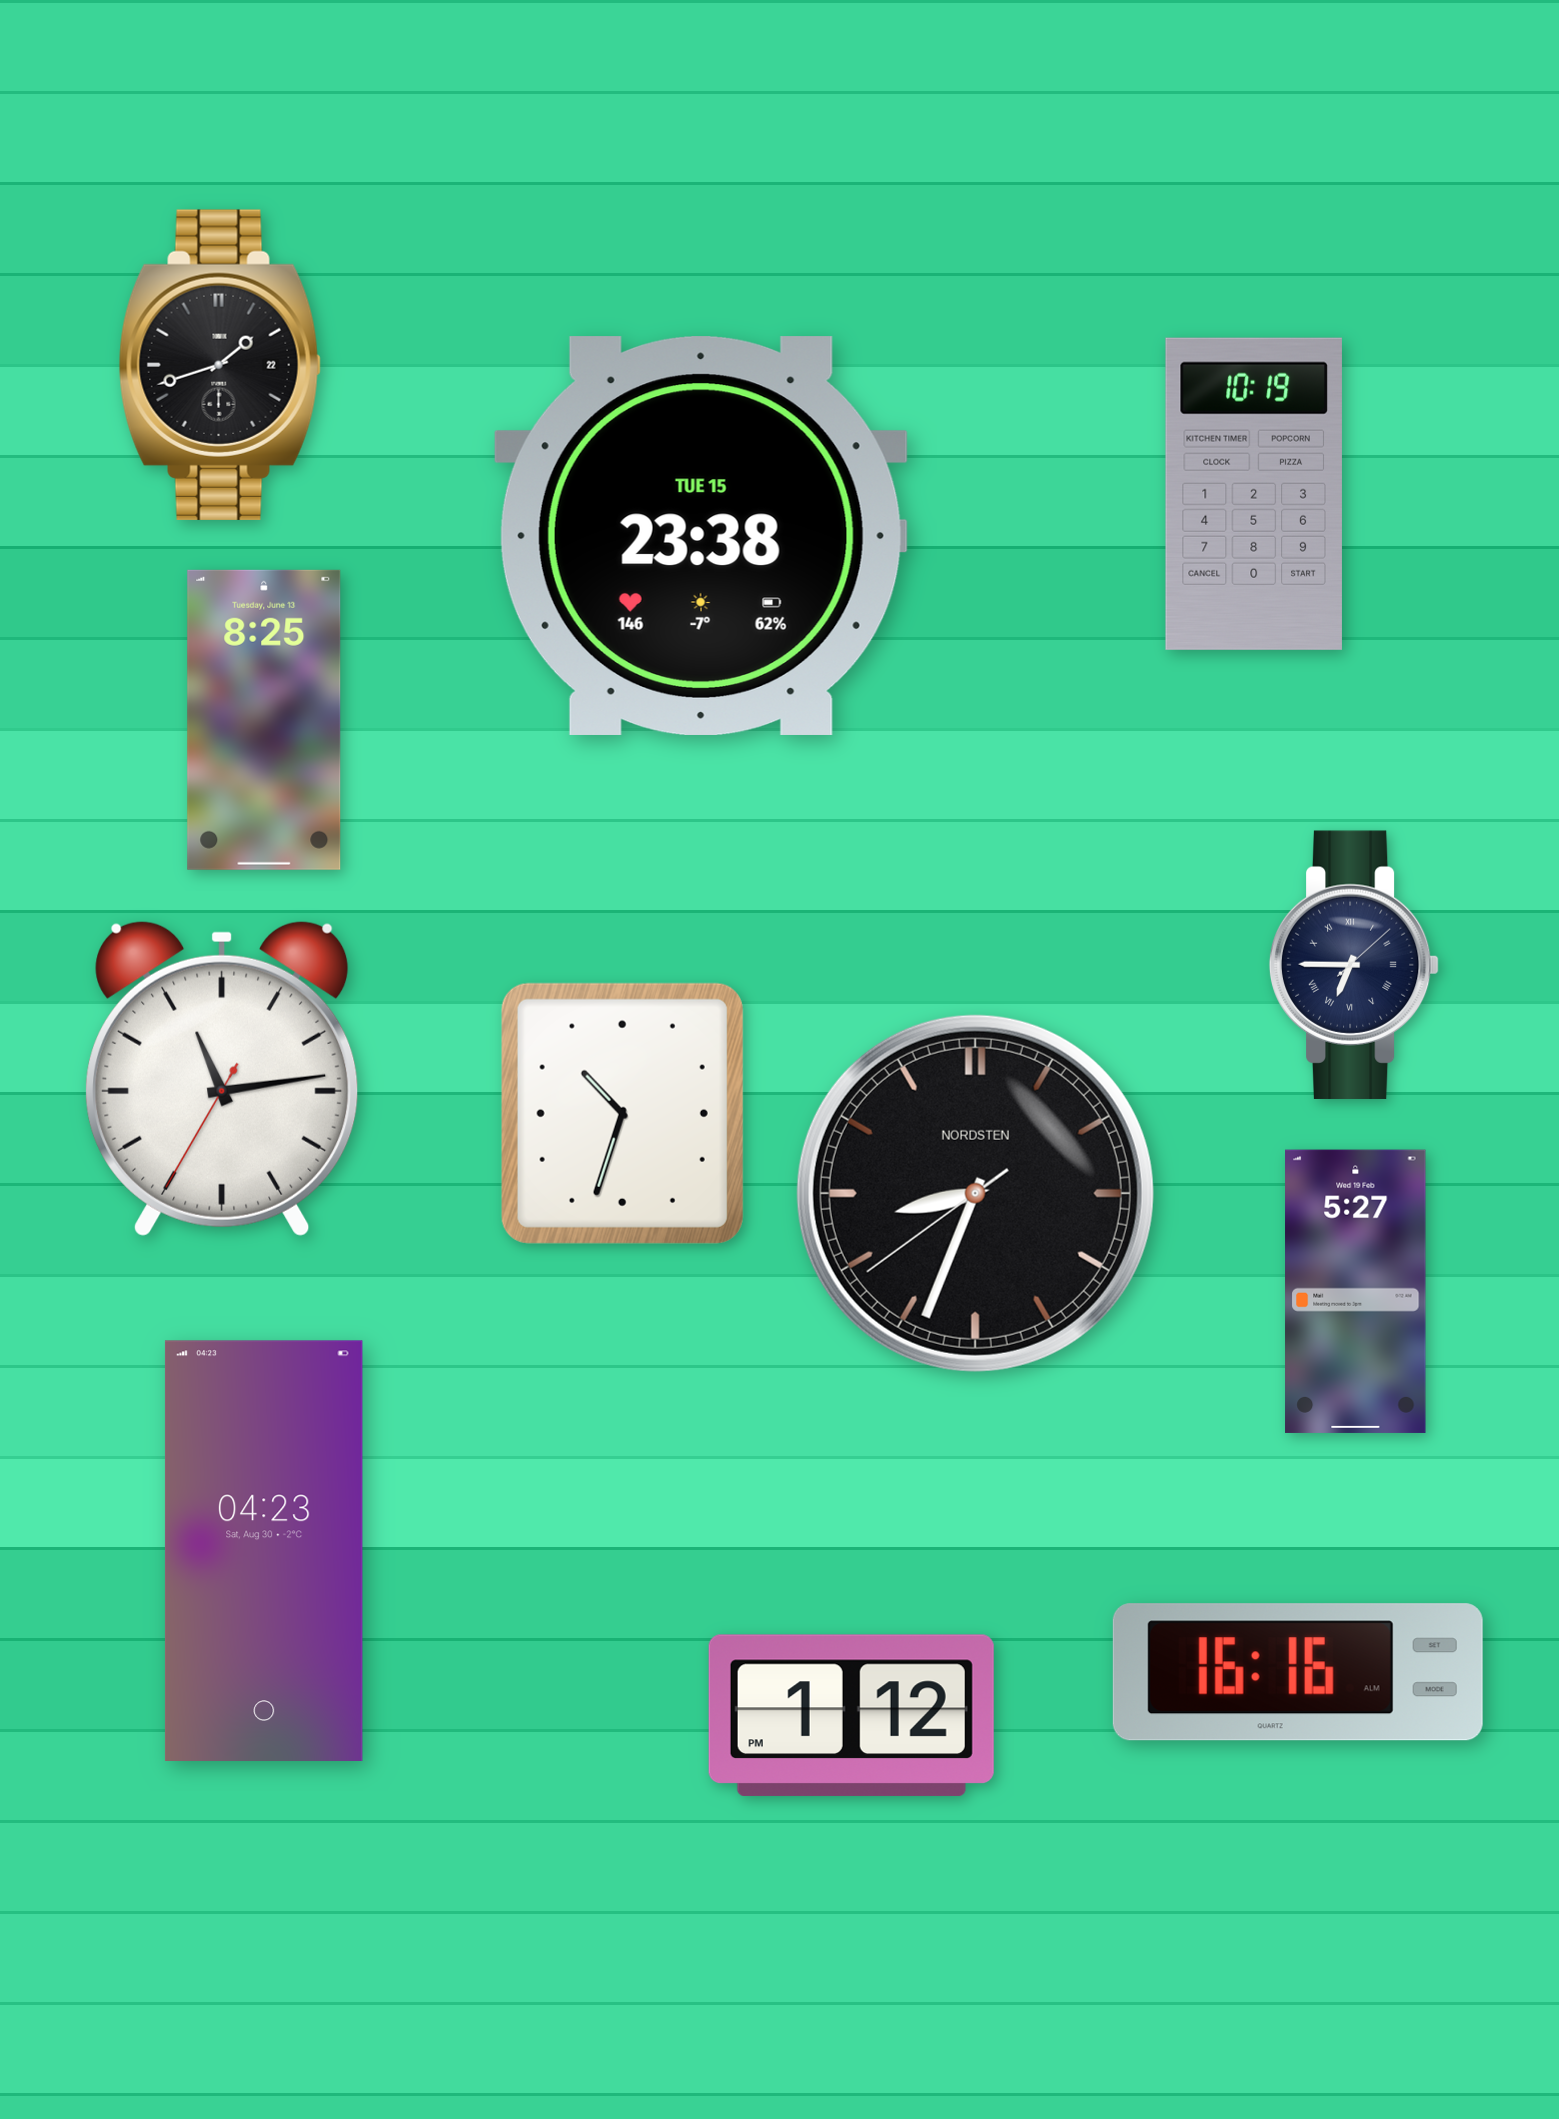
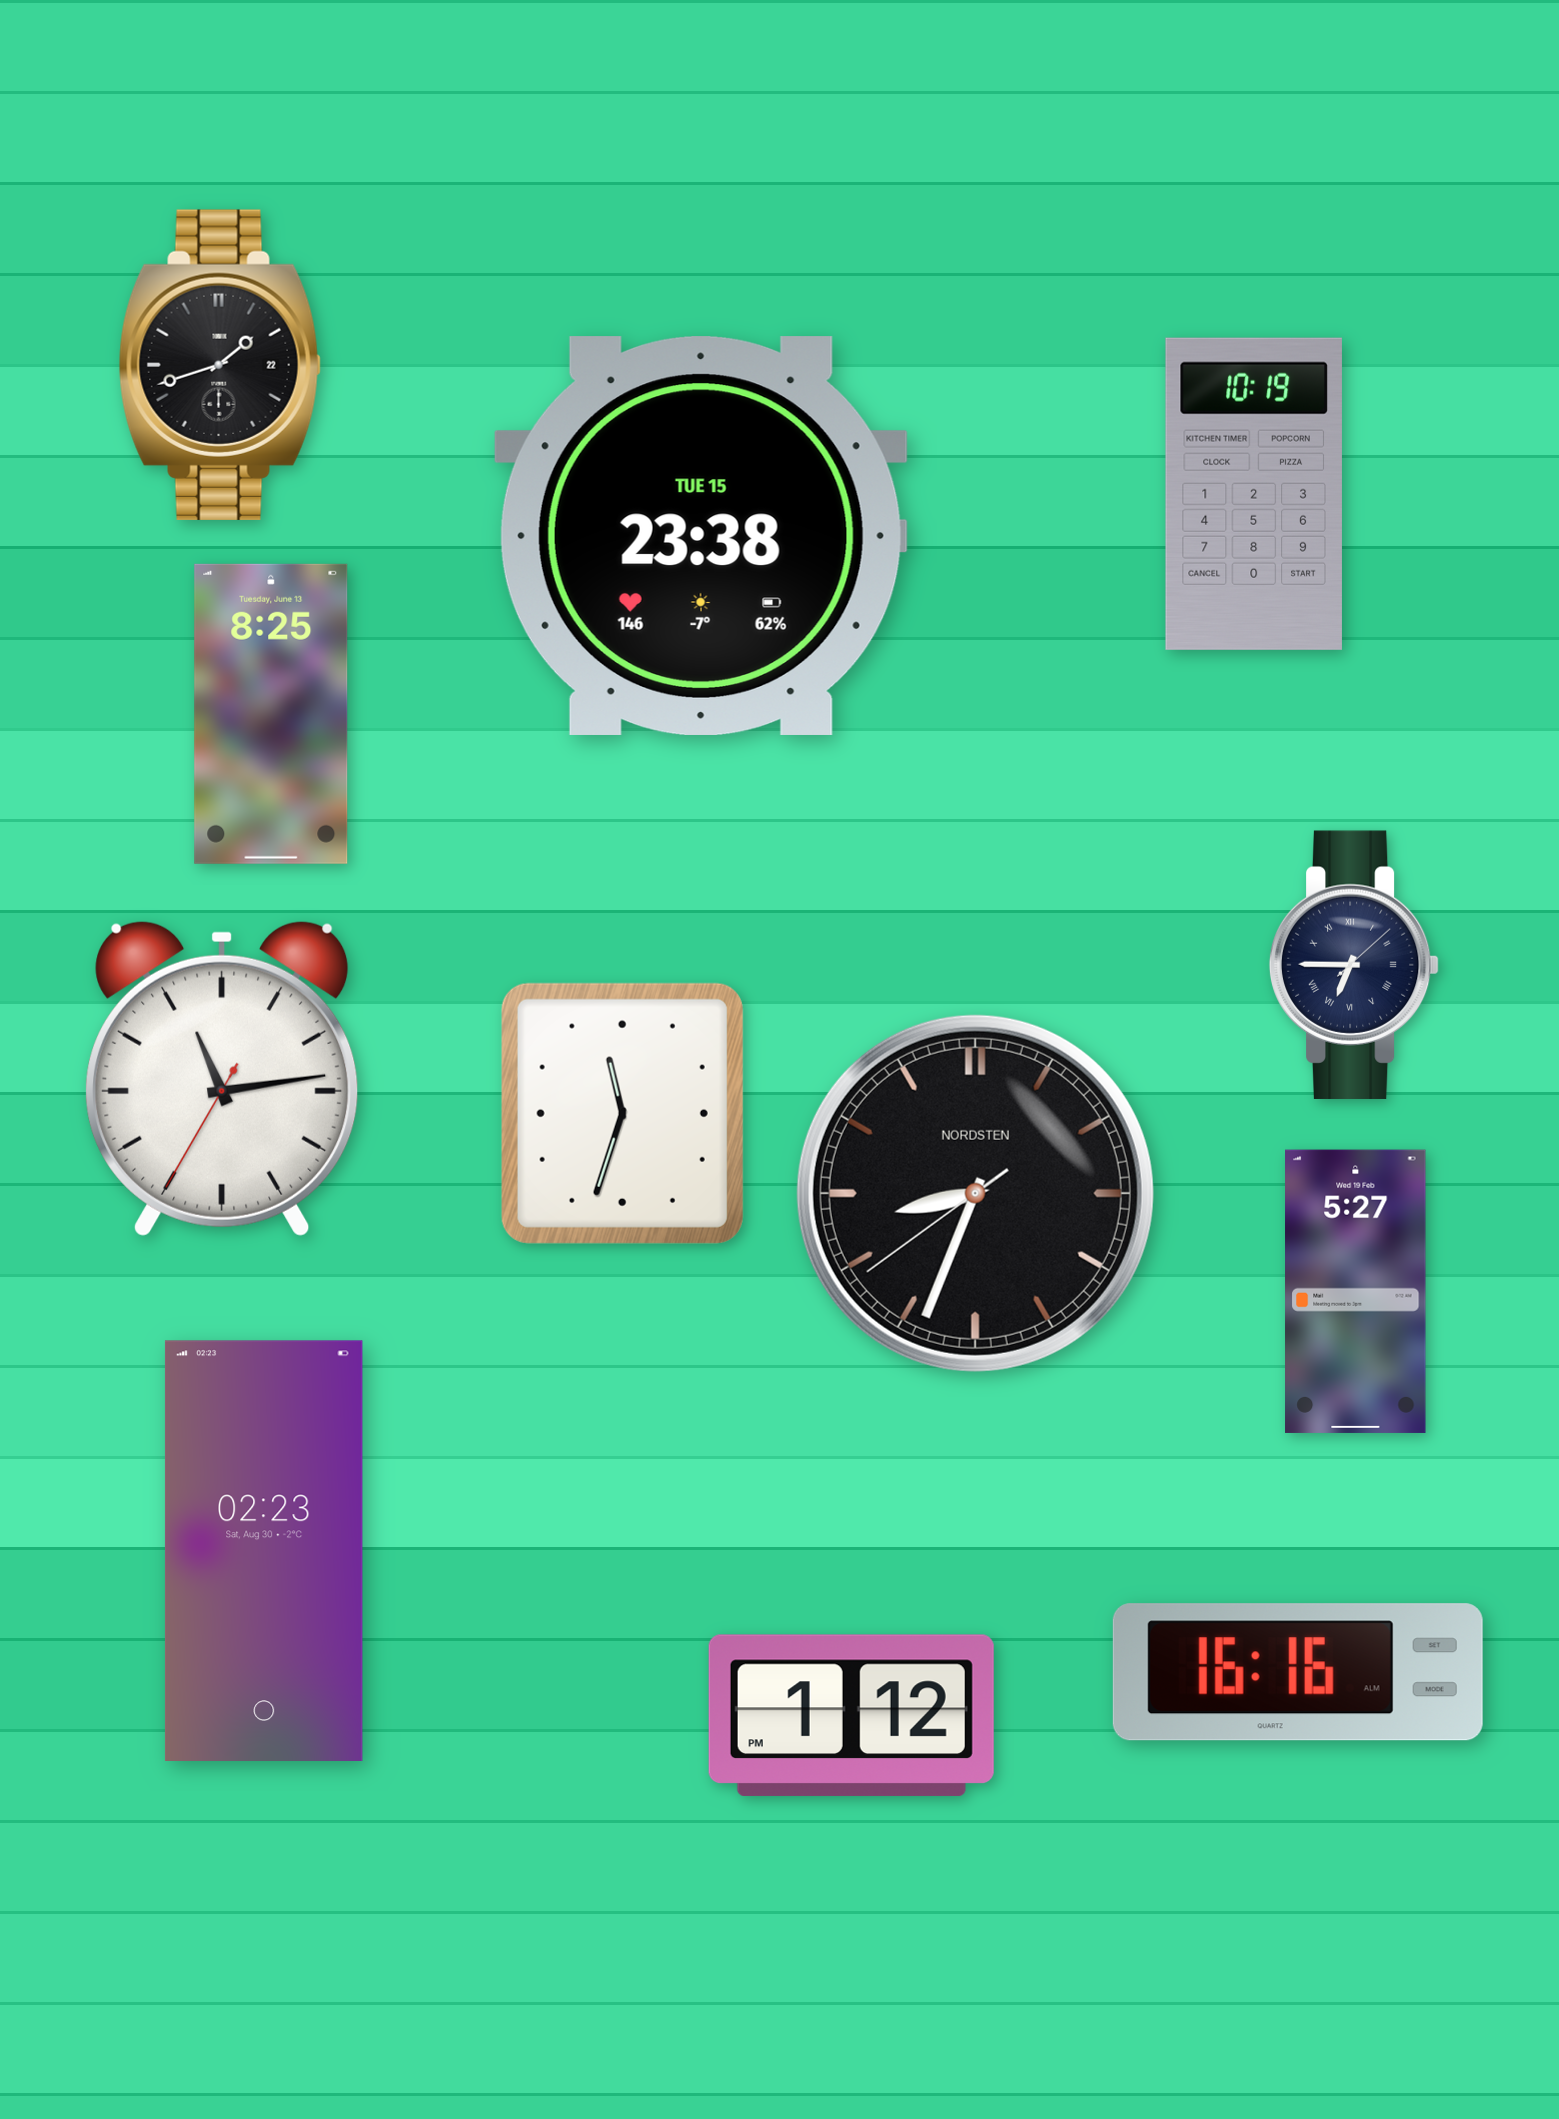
clock at (264, 720) position: (264, 720) -> (271, 714)
clock at (622, 1113): 10:33 -> 11:33
clock at (264, 1551): 04:23 -> 02:23
